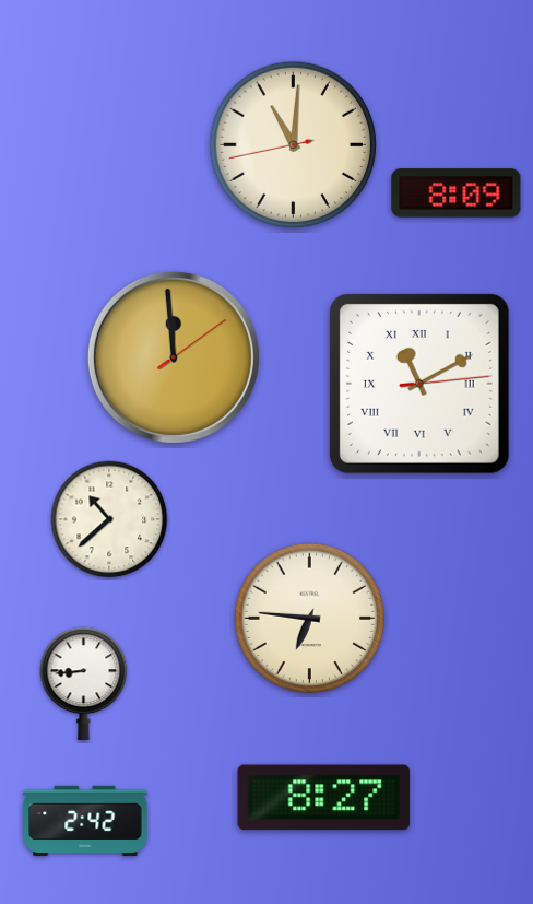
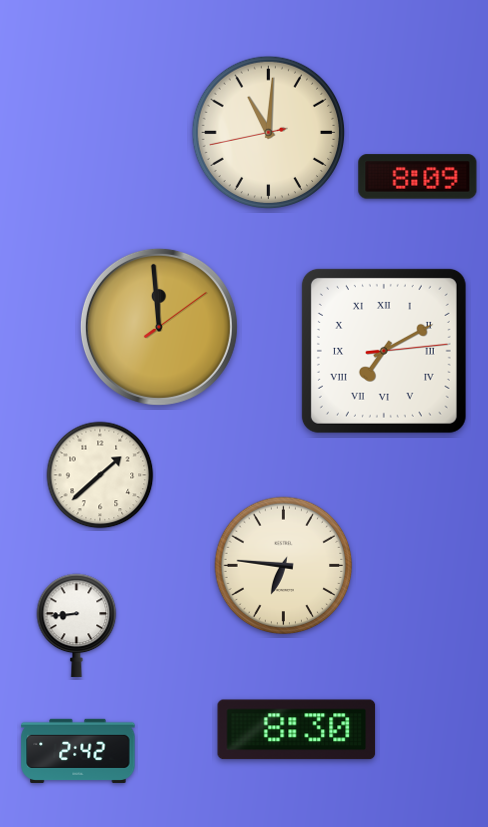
clock at (419, 384): 11:10 -> 7:10
clock at (109, 519): 10:38 -> 1:38
clock at (324, 798): 8:27 -> 8:30
